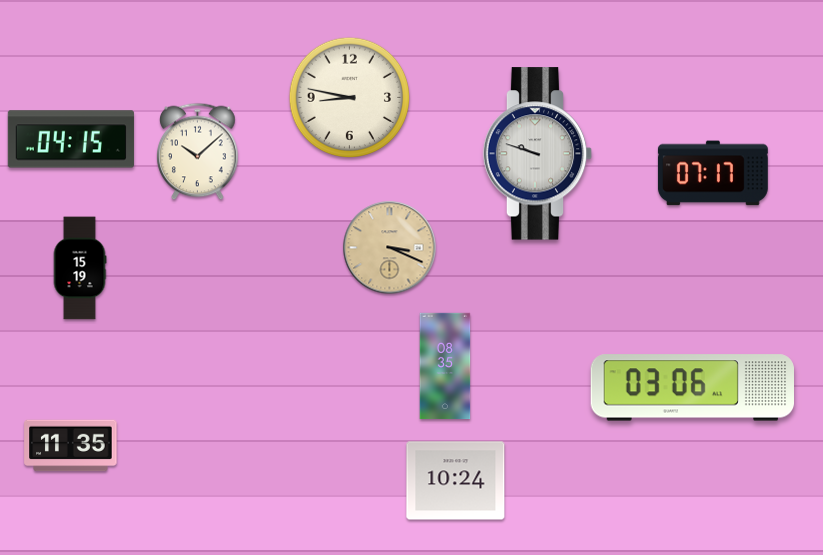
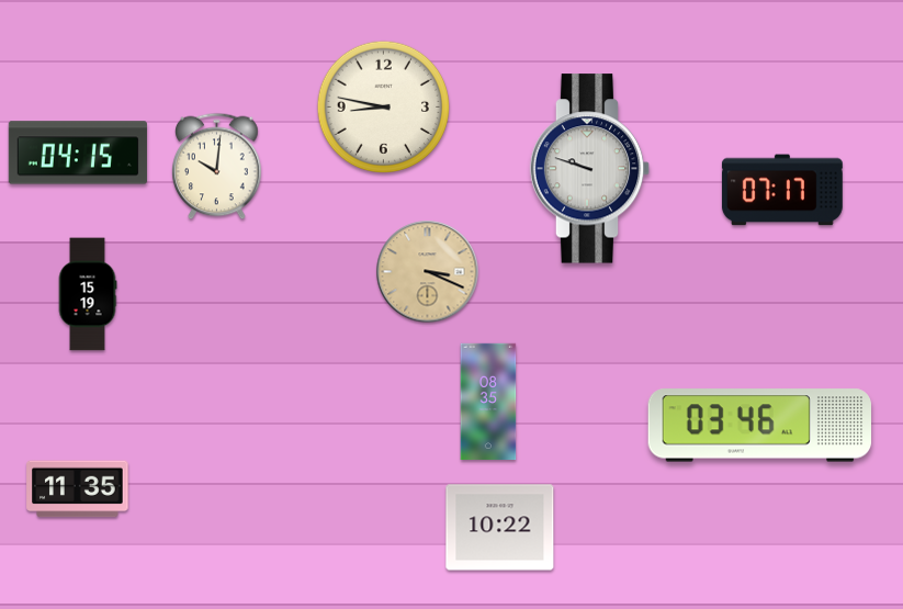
clock at (198, 152): 10:08 -> 10:01
clock at (693, 388): 03:06 -> 03:46
clock at (456, 481): 10:24 -> 10:22
